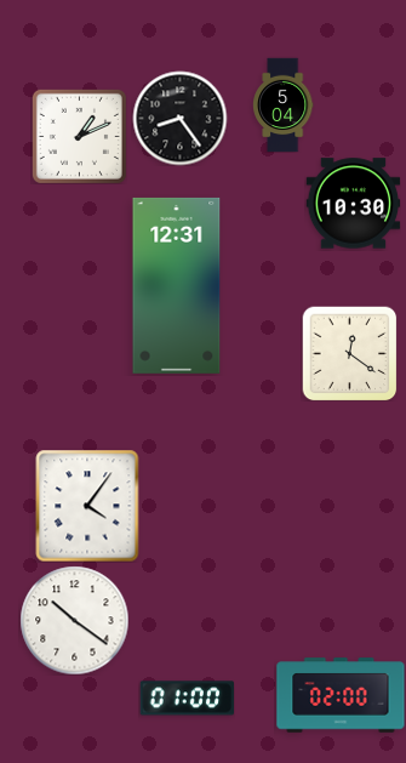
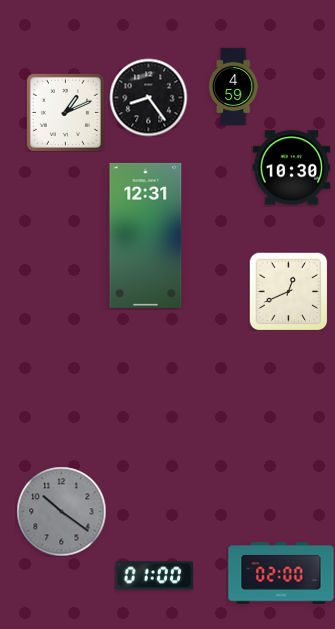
clock at (284, 104): 5:04 -> 4:59
clock at (349, 353): 12:21 -> 12:41
clock at (87, 506): 4:06 -> none
clock at (74, 620) dial: white -> grey
